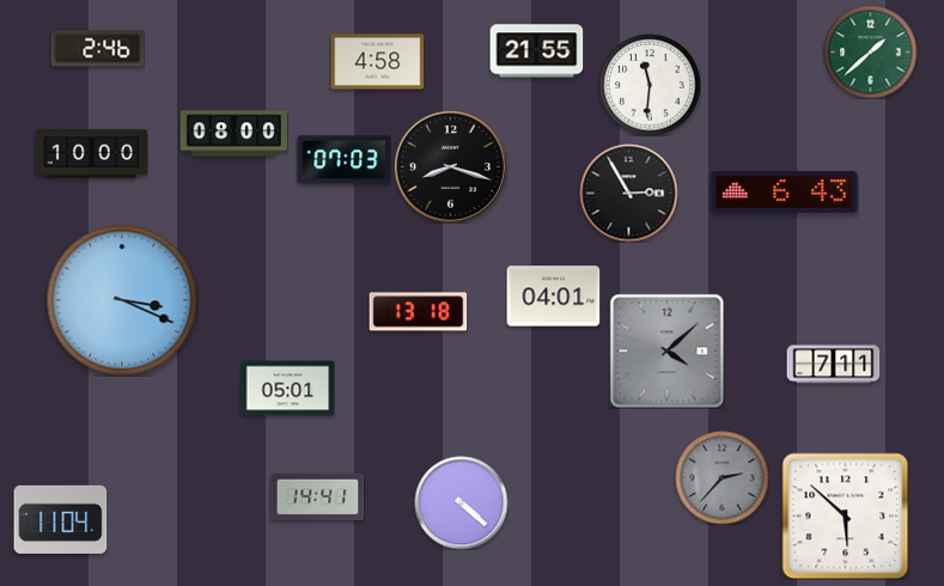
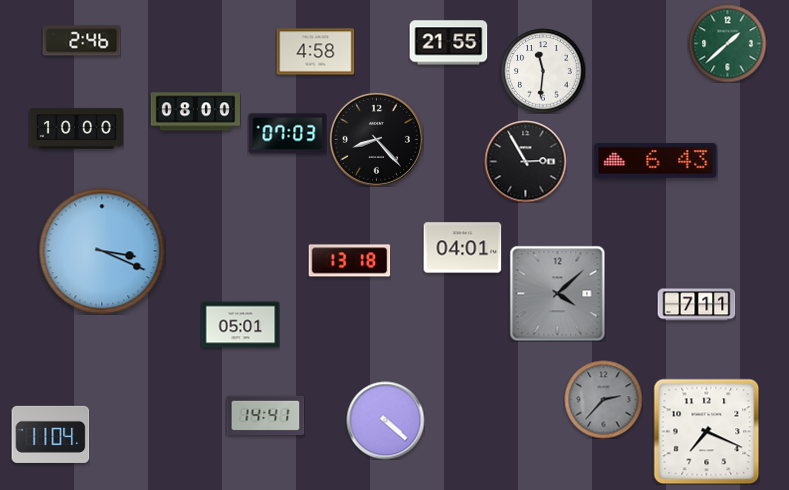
clock at (450, 166): 8:18 -> 8:23
clock at (845, 515): 5:52 -> 7:19
